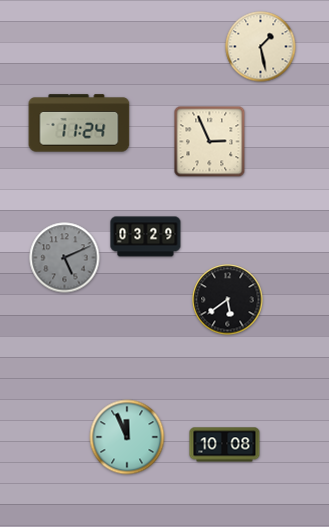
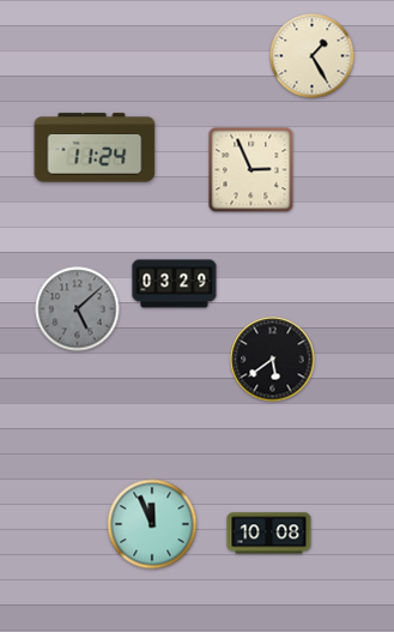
clock at (261, 47): 1:28 -> 1:25
clock at (65, 258): 5:11 -> 5:08
